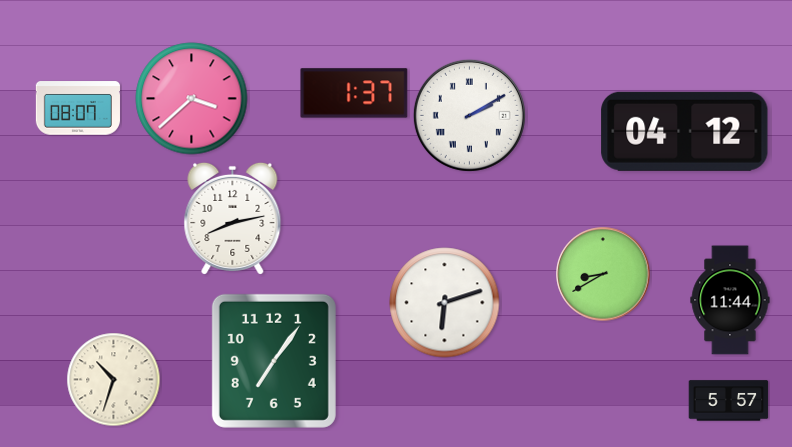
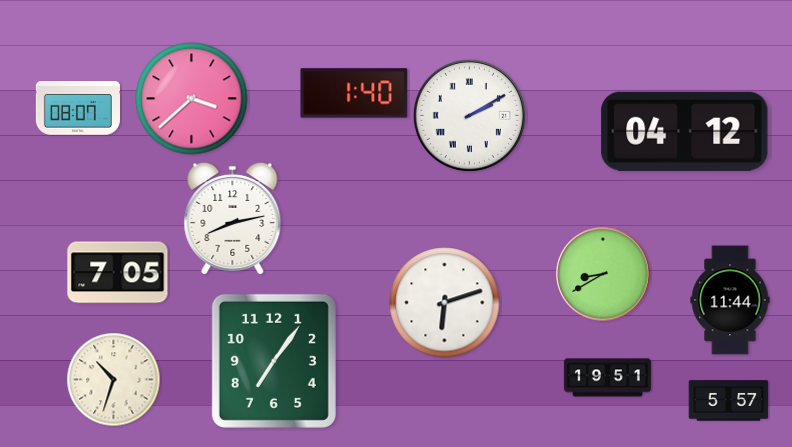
clock at (354, 93): 1:37 -> 1:40
clock at (118, 273): none -> 7:05
clock at (607, 378): none -> 19:51
